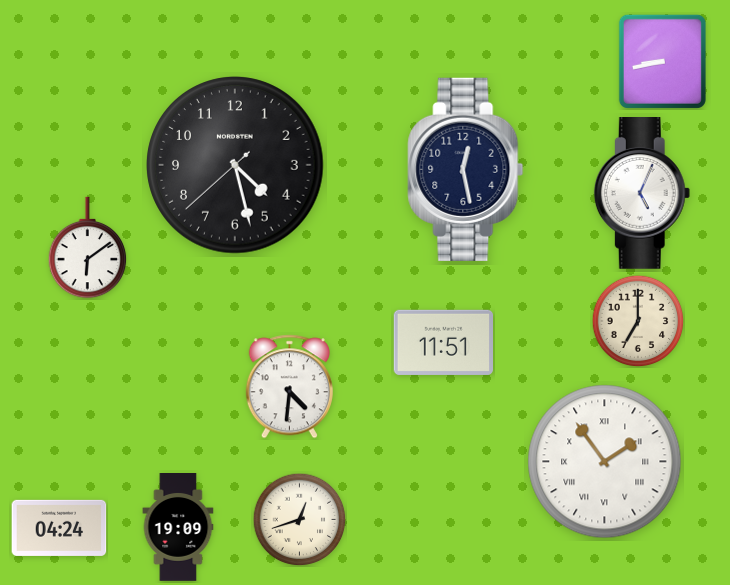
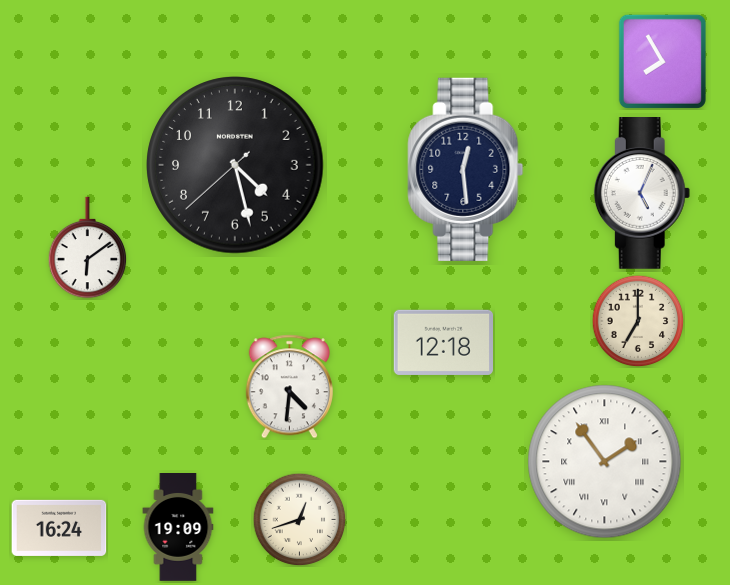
clock at (662, 61): 8:43 -> 7:55
clock at (466, 169): 12:28 -> 12:29
clock at (443, 342): 11:51 -> 12:18
clock at (59, 528): 04:24 -> 16:24
